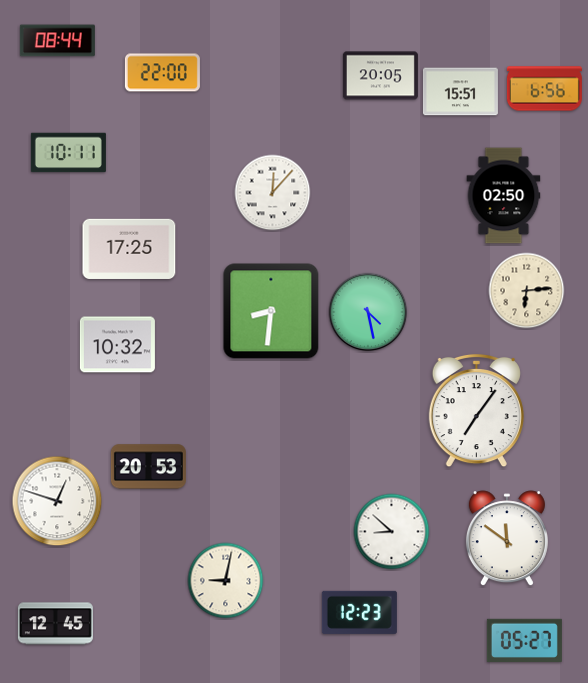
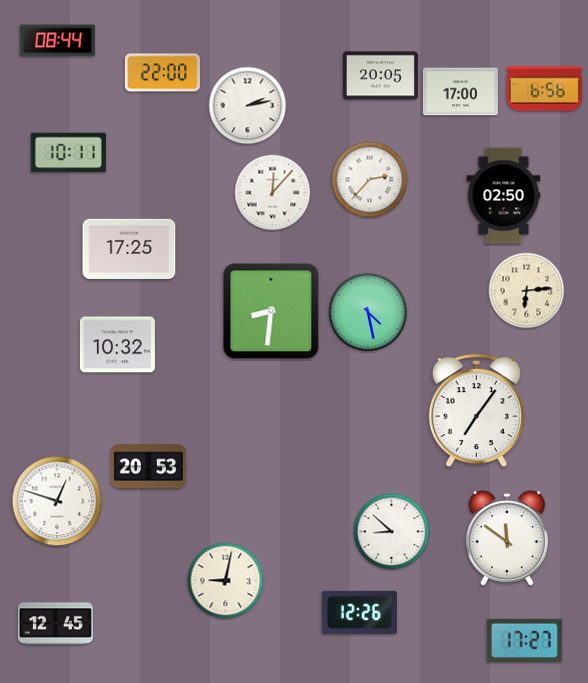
clock at (460, 92): 15:51 -> 17:00
clock at (248, 106): none -> 2:13
clock at (370, 180): none -> 2:37
clock at (359, 612): 12:23 -> 12:26
clock at (524, 640): 05:27 -> 17:27
